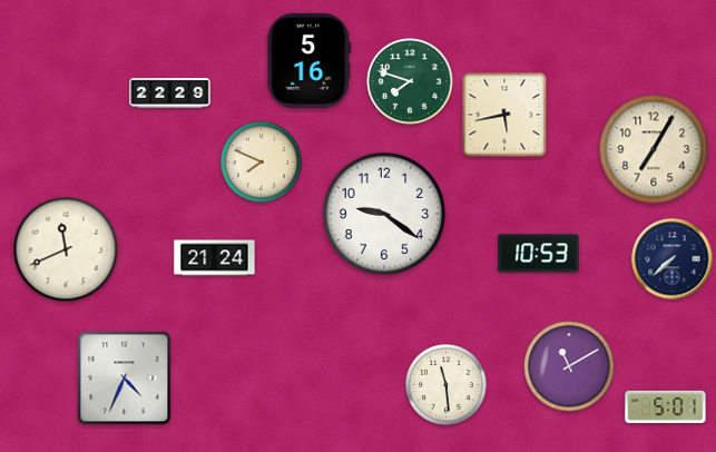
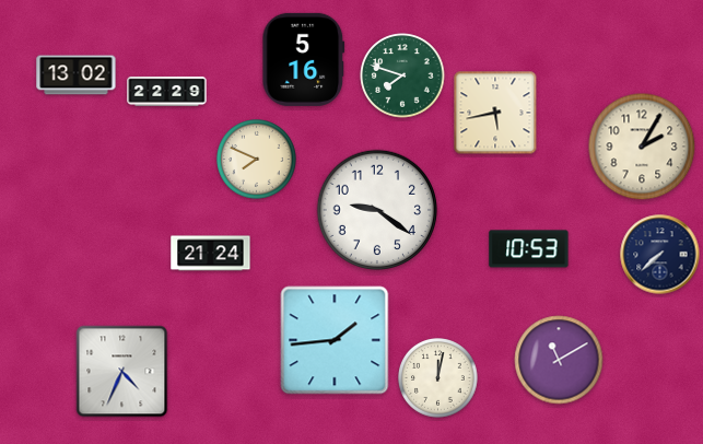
clock at (77, 75): none -> 13:02
clock at (410, 81) position: (410, 81) -> (402, 75)
clock at (654, 149): 7:05 -> 2:05
clock at (66, 249): 11:41 -> none
clock at (335, 340): none -> 1:44
clock at (447, 385): 11:29 -> 12:02
clock at (666, 406): 5:01 -> none
